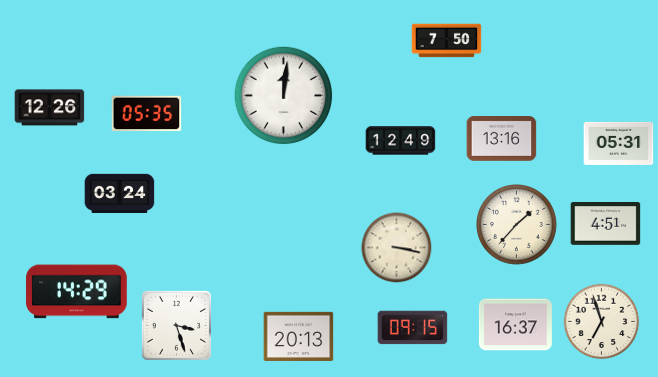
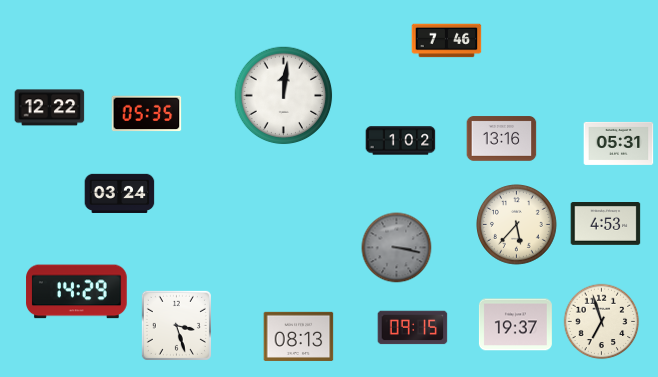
clock at (447, 41): 7:50 -> 7:46
clock at (50, 108): 12:26 -> 12:22
clock at (401, 141): 12:49 -> 1:02
clock at (606, 224): 4:51 -> 4:53
clock at (517, 225): 1:37 -> 5:37
clock at (397, 248) dial: cream -> grey
clock at (515, 325): 16:37 -> 19:37
clock at (299, 336): 20:13 -> 08:13
